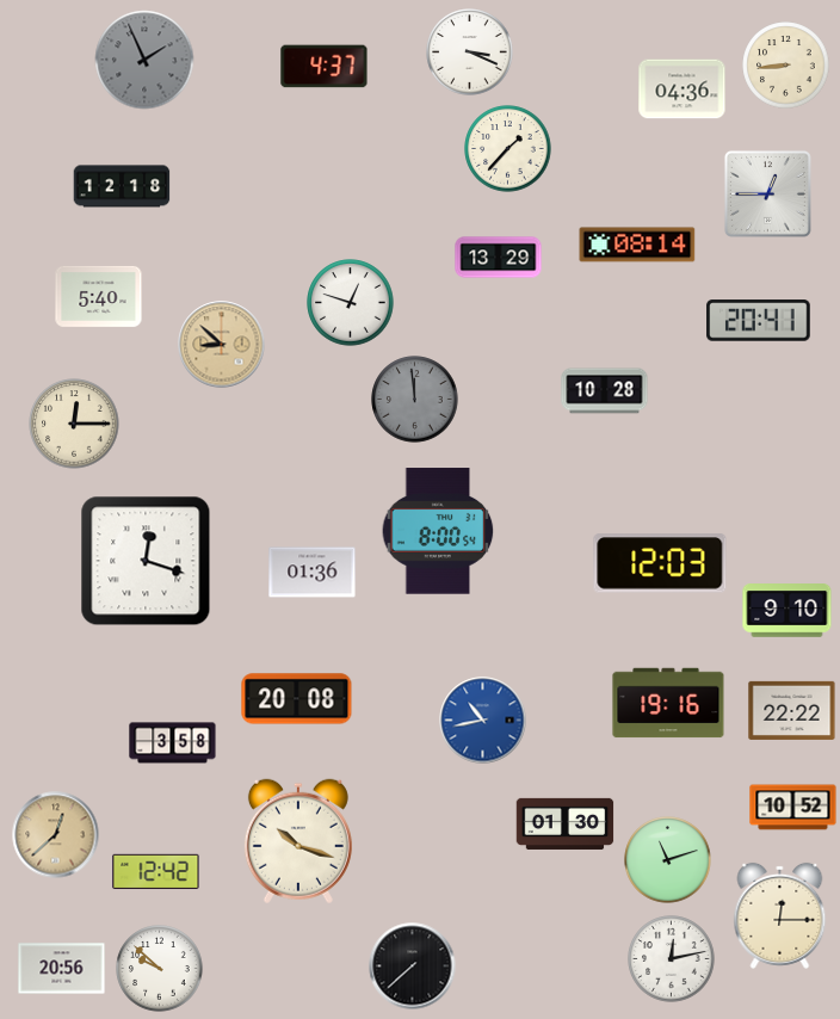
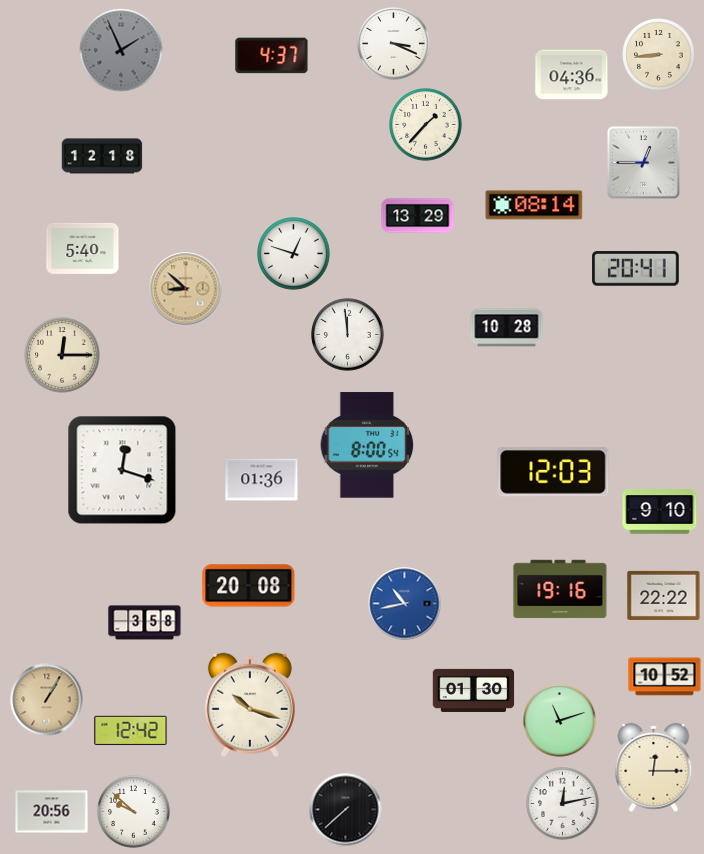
clock at (415, 400) dial: grey -> white
clock at (56, 835): 12:38 -> 1:05
